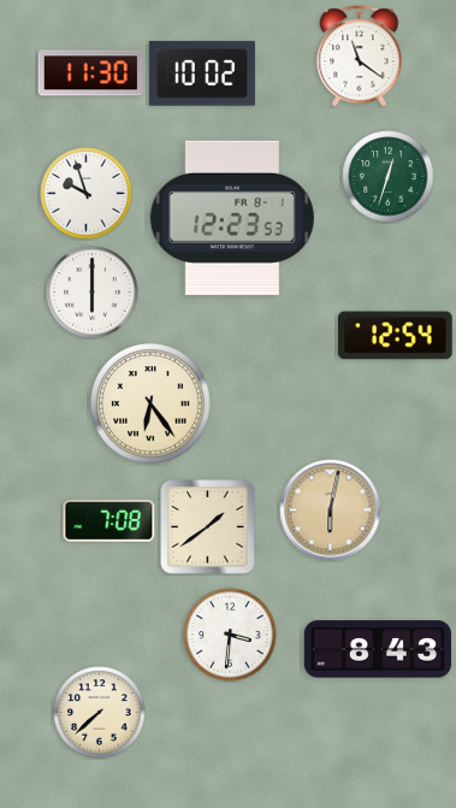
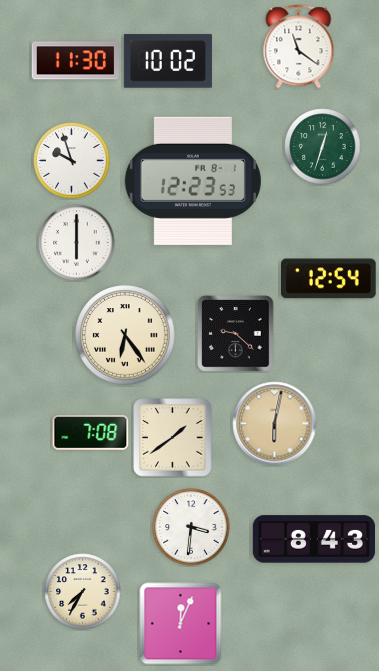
clock at (236, 334): none -> 9:22
clock at (100, 713): 7:38 -> 7:35
clock at (181, 624): none -> 12:04
